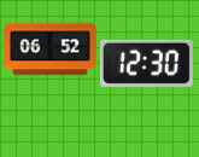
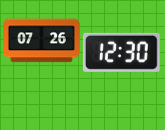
clock at (51, 50): 06:52 -> 07:26
